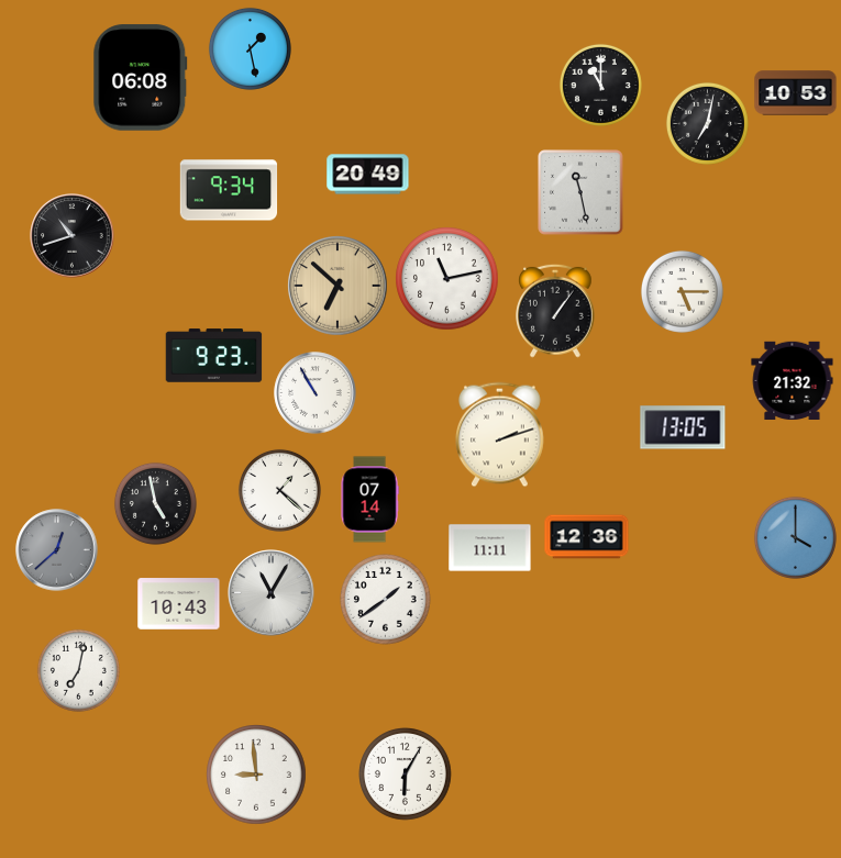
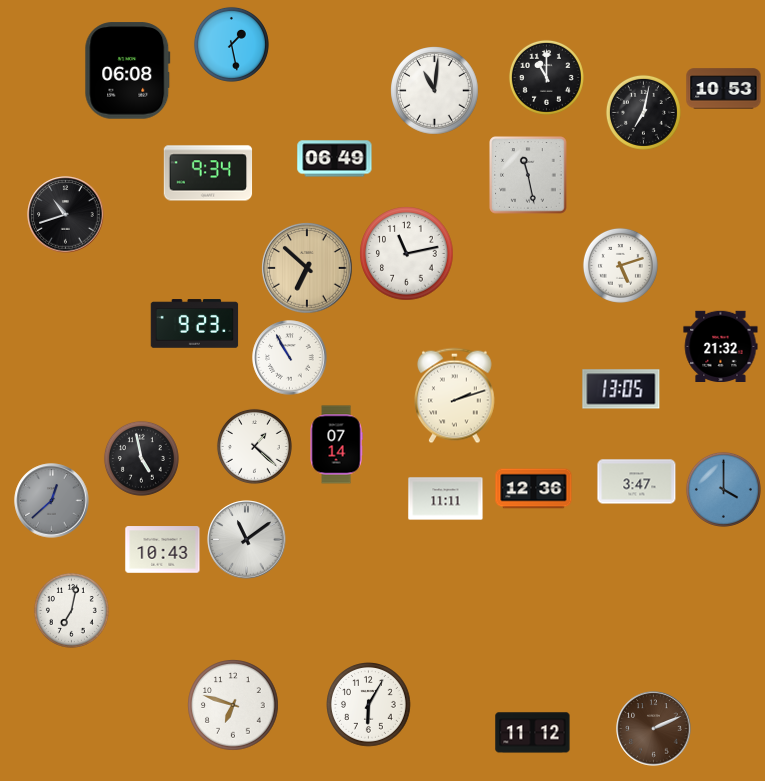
clock at (250, 48) position: (250, 48) -> (231, 44)
clock at (796, 93) position: (796, 93) -> (724, 89)
clock at (435, 91): none -> 11:01
clock at (368, 175): 20:49 -> 06:49
clock at (337, 286) position: (337, 286) -> (307, 268)
clock at (682, 291): 5:15 -> 5:12
clock at (556, 311): 1:06 -> none
clock at (316, 393) position: (316, 393) -> (290, 358)
clock at (369, 500) position: (369, 500) -> (336, 445)
clock at (637, 482): none -> 3:47
clock at (272, 593): 11:05 -> 11:09
clock at (386, 600): 1:39 -> none
clock at (256, 775): 8:59 -> 6:48
clock at (654, 729): none -> 2:11
clock at (533, 733): none -> 11:12
